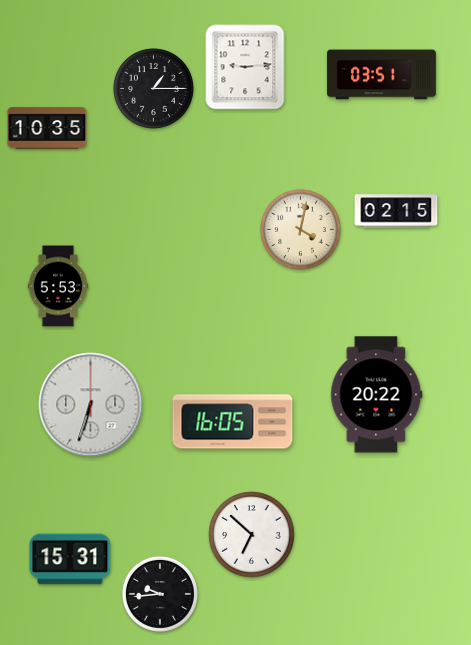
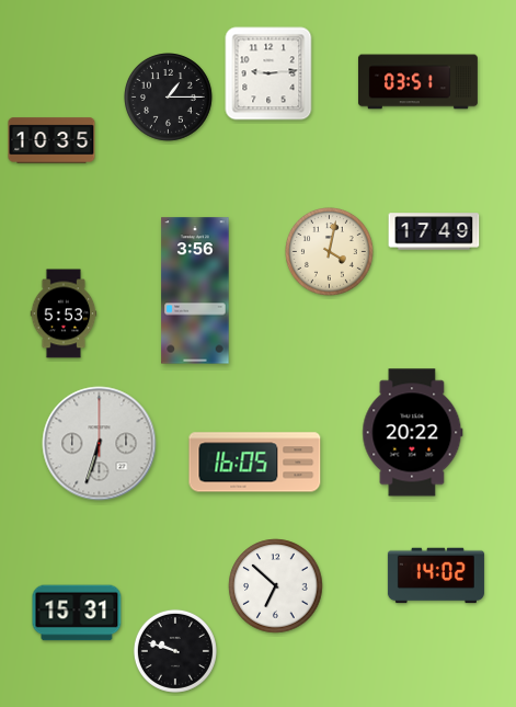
clock at (396, 211): 02:15 -> 17:49
clock at (195, 290): none -> 3:56
clock at (436, 575): none -> 14:02
clock at (160, 594): 9:44 -> 9:48
